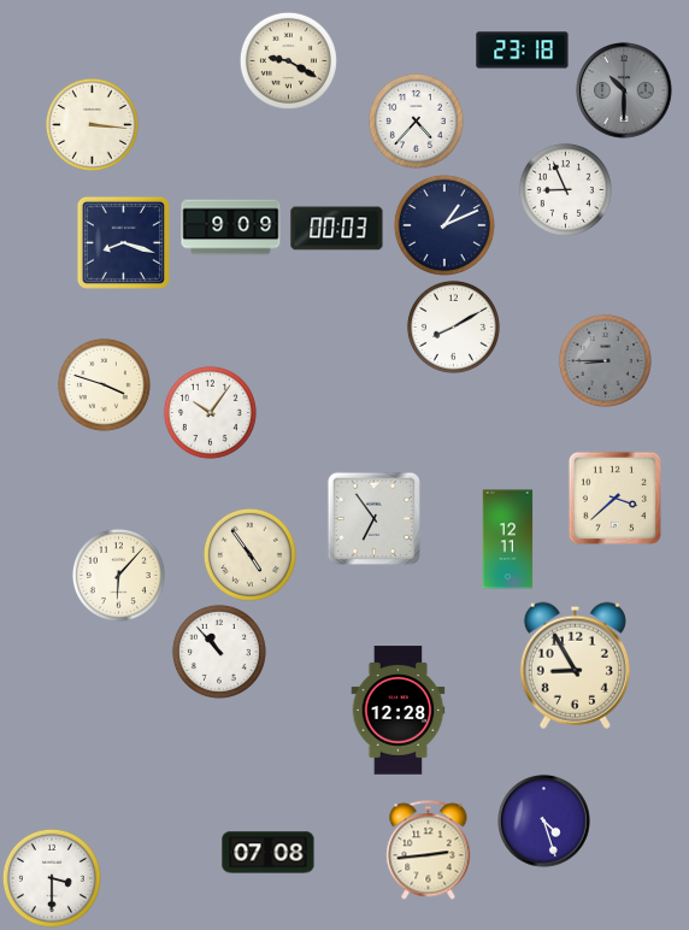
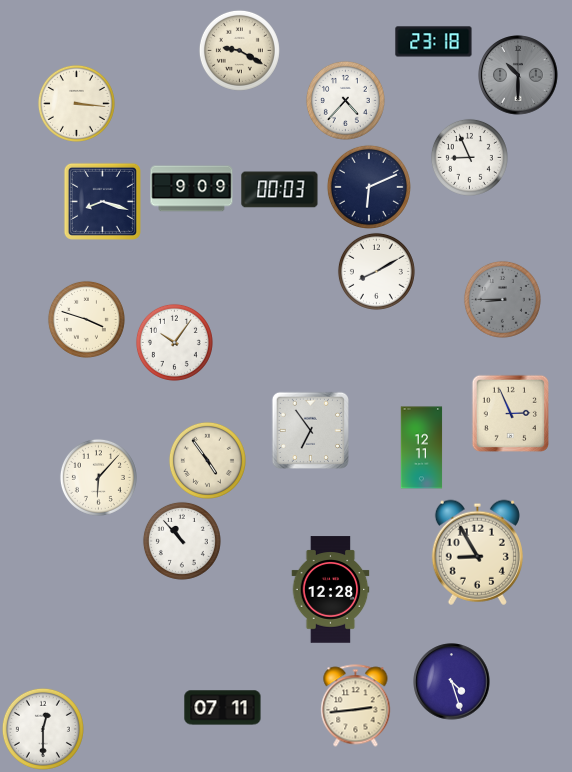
clock at (444, 225): 1:11 -> 6:11
clock at (614, 498): 3:38 -> 2:56
clock at (269, 853): 07:08 -> 07:11
clock at (52, 878): 3:30 -> 12:30
